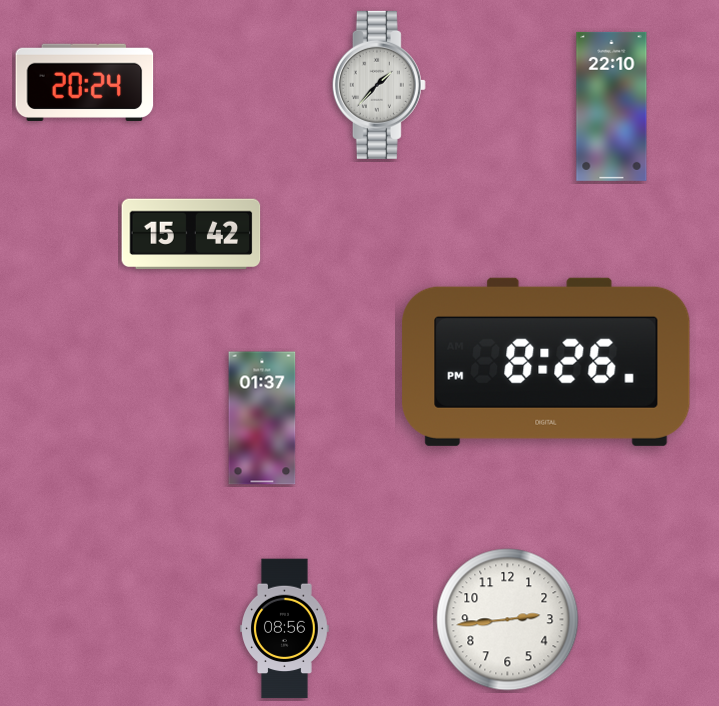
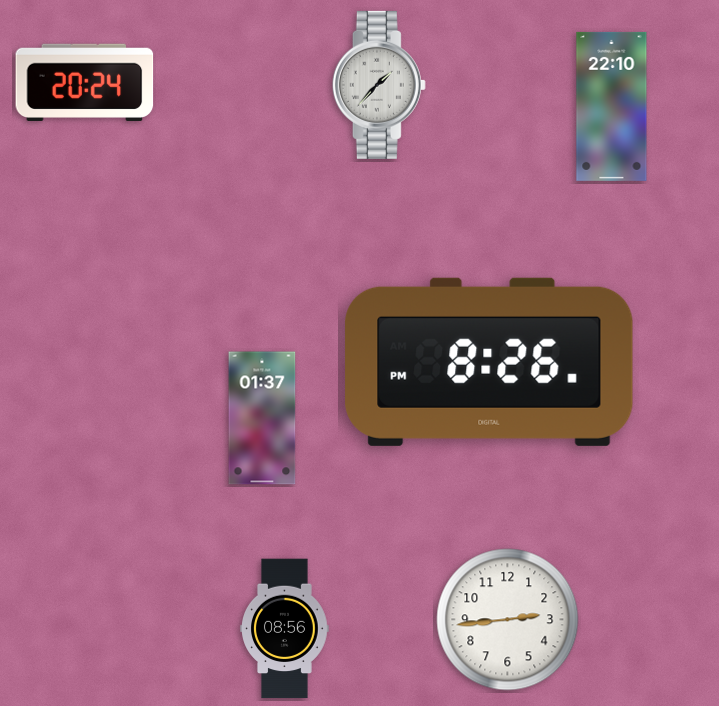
clock at (191, 234): 15:42 -> none
clock at (546, 362) position: (546, 362) -> (489, 362)
